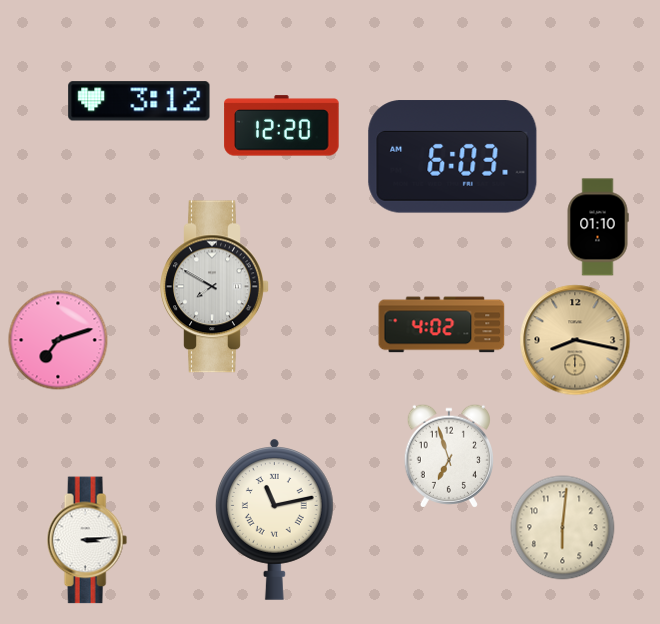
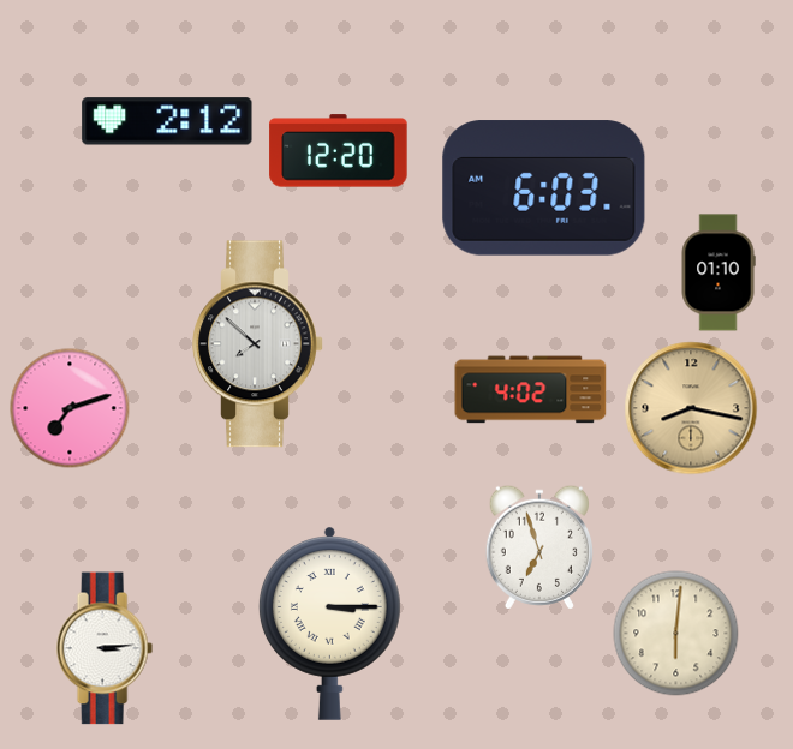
clock at (139, 101): 3:12 -> 2:12
clock at (215, 287): 7:50 -> 7:52
clock at (274, 519): 11:13 -> 3:15
